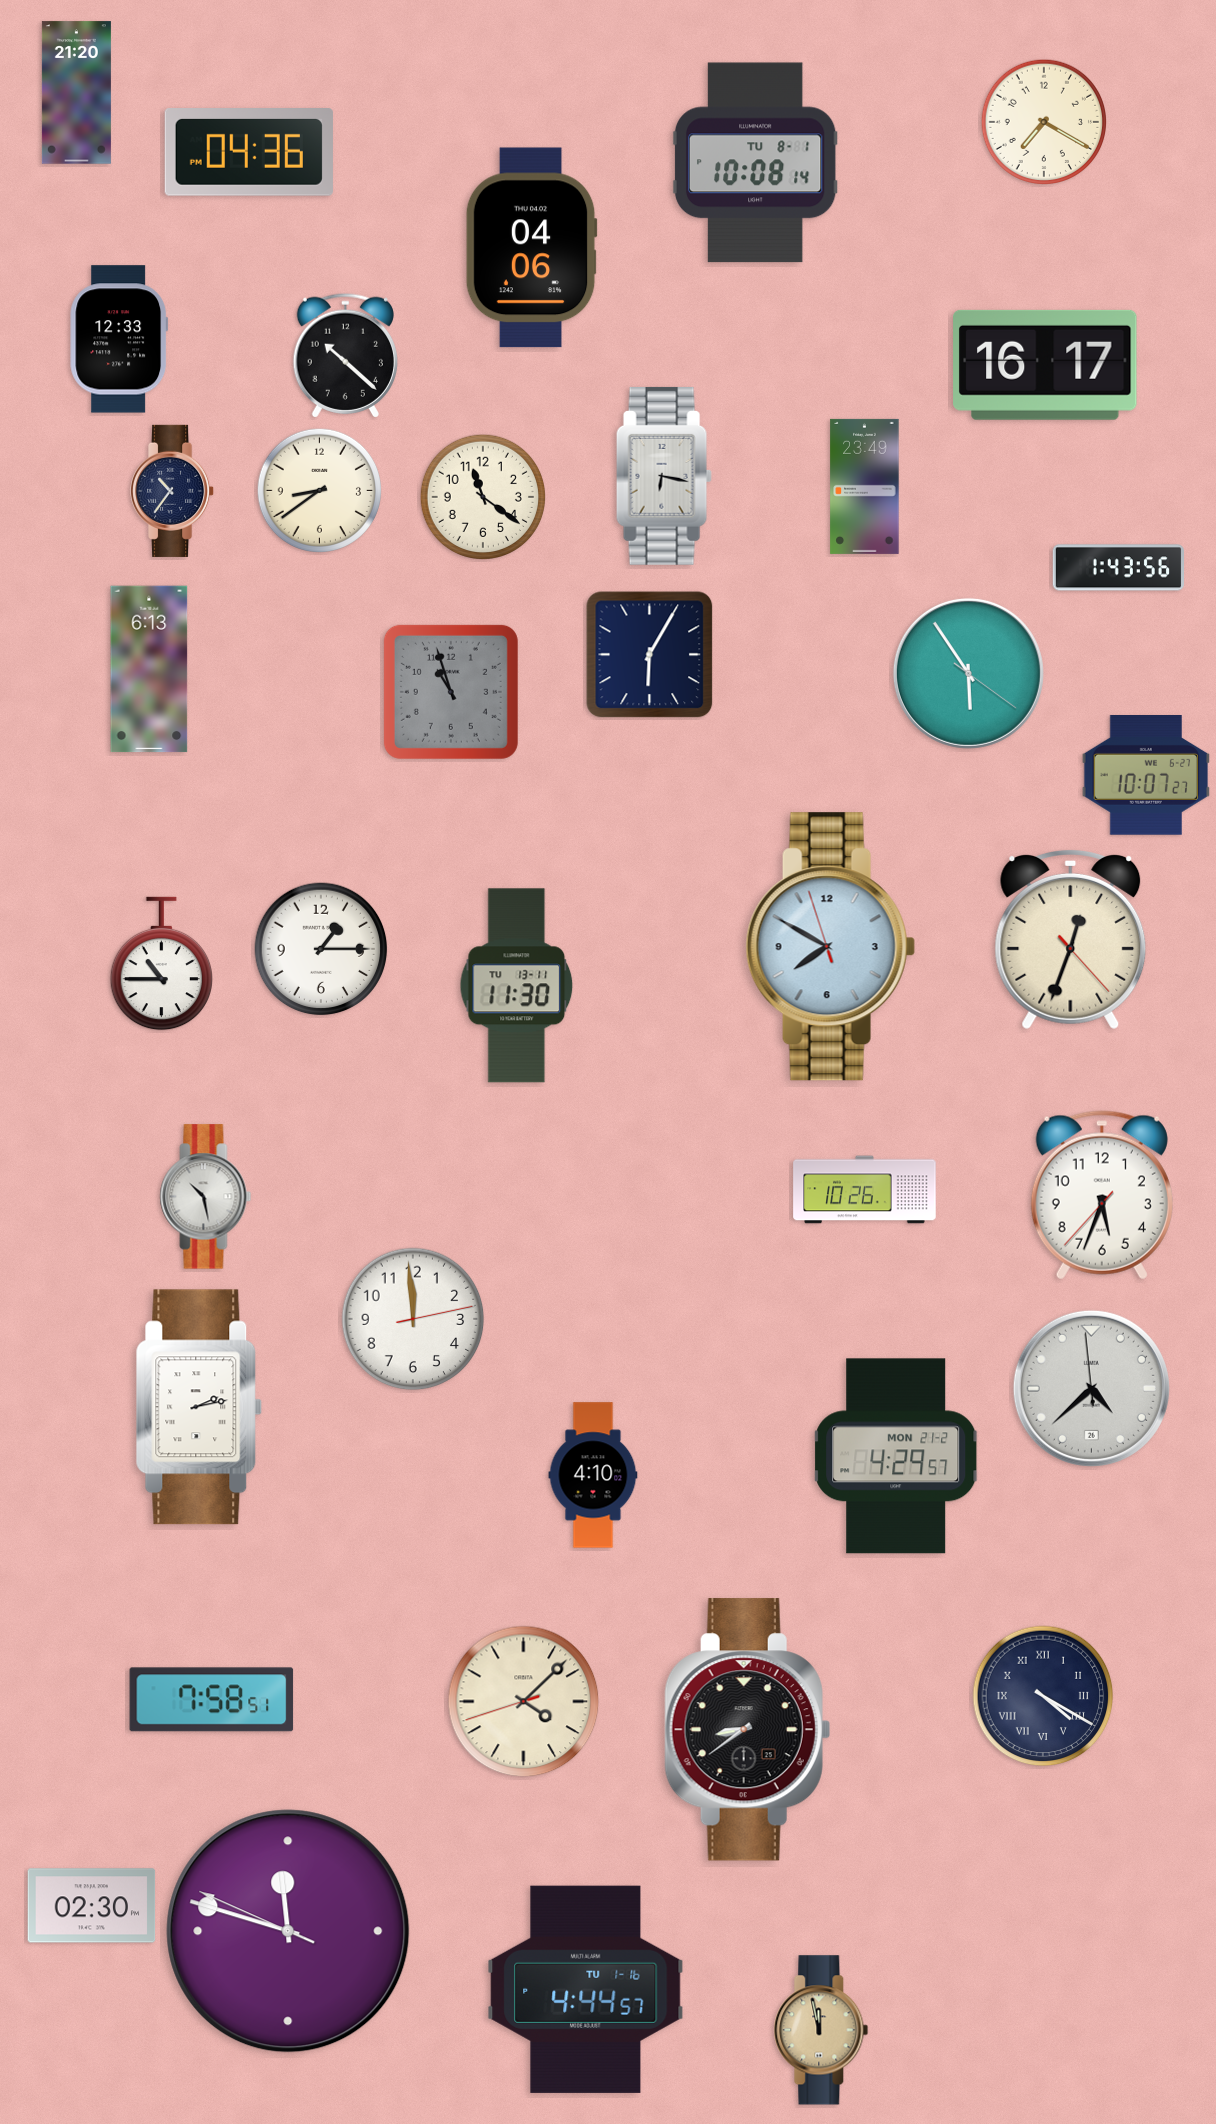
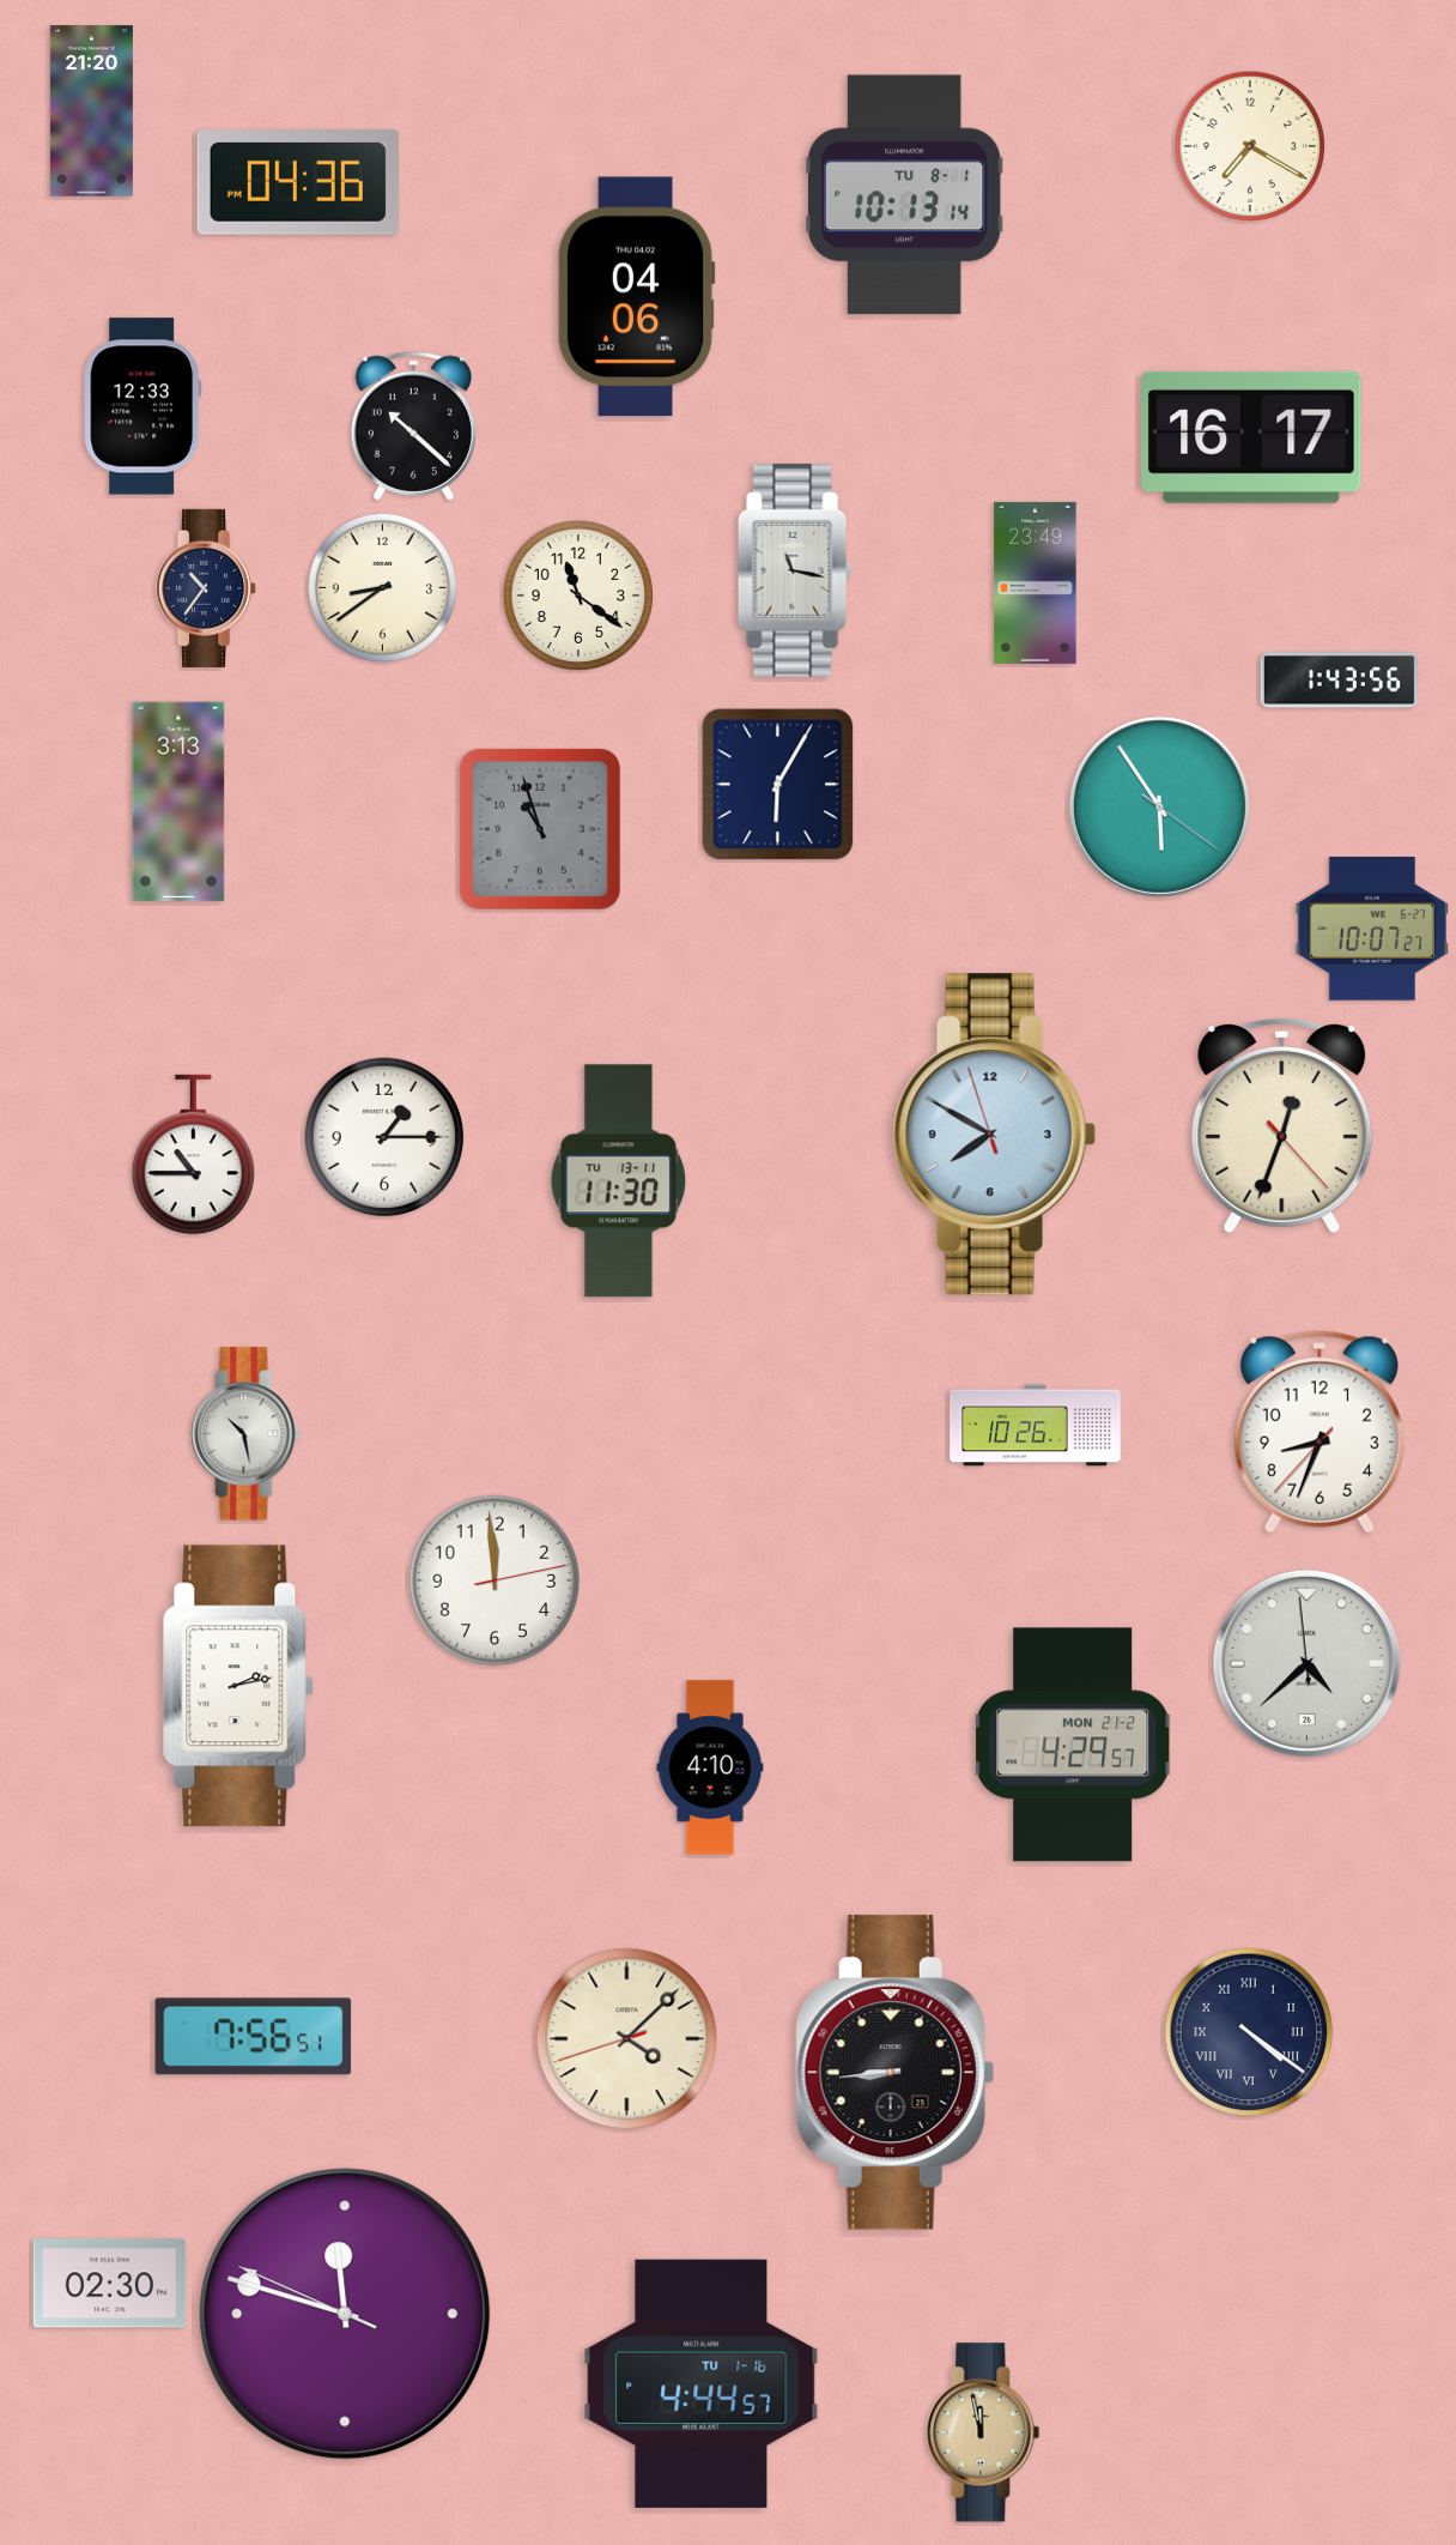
clock at (755, 163): 10:08 -> 10:13
clock at (664, 476): 6:17 -> 11:17
clock at (149, 669): 6:13 -> 3:13
clock at (1102, 1195): 5:33 -> 8:33
clock at (1043, 1696): 4:20 -> 4:21
clock at (212, 1700): 7:58 -> 7:56
clock at (747, 1730): 8:39 -> 8:44
